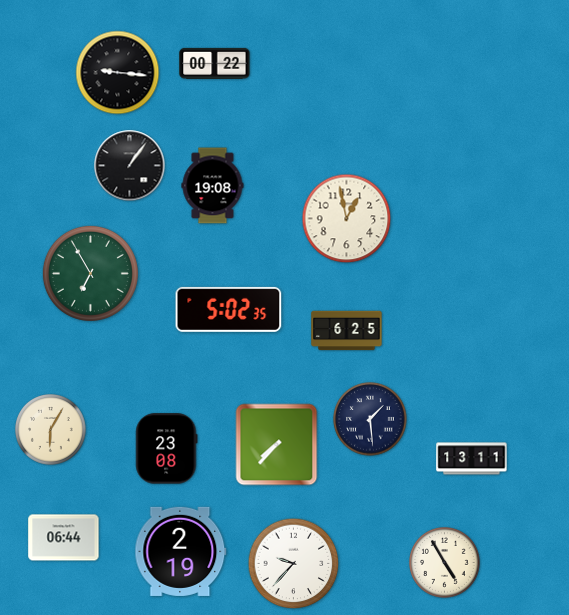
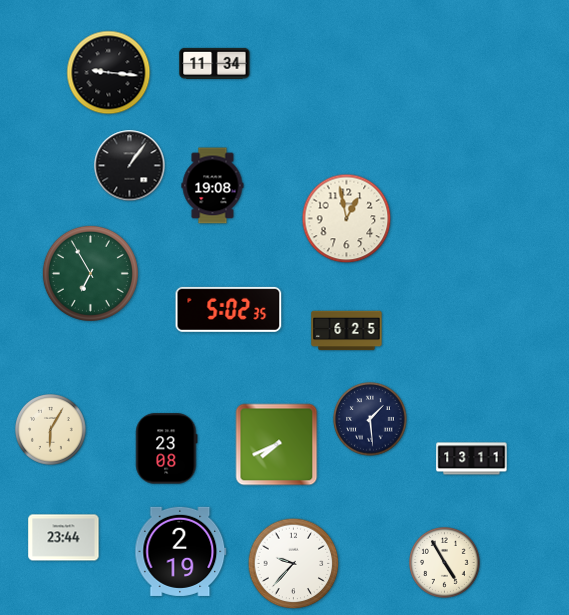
clock at (215, 63): 00:22 -> 11:34
clock at (118, 73) position: (118, 73) -> (109, 73)
clock at (277, 445): 7:37 -> 7:41
clock at (64, 538): 06:44 -> 23:44
